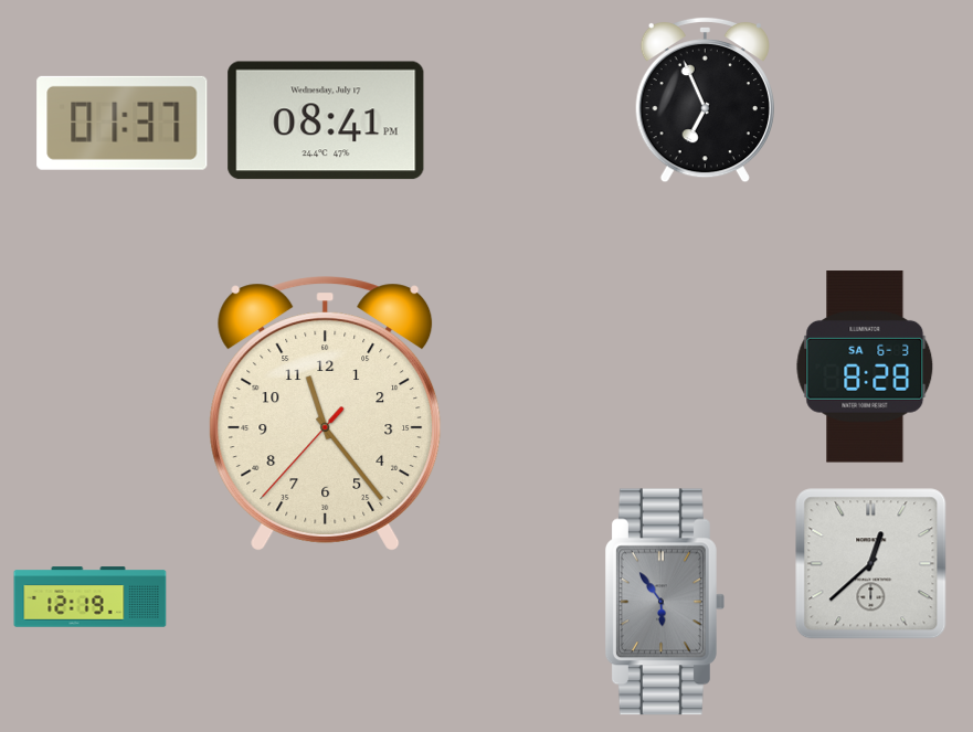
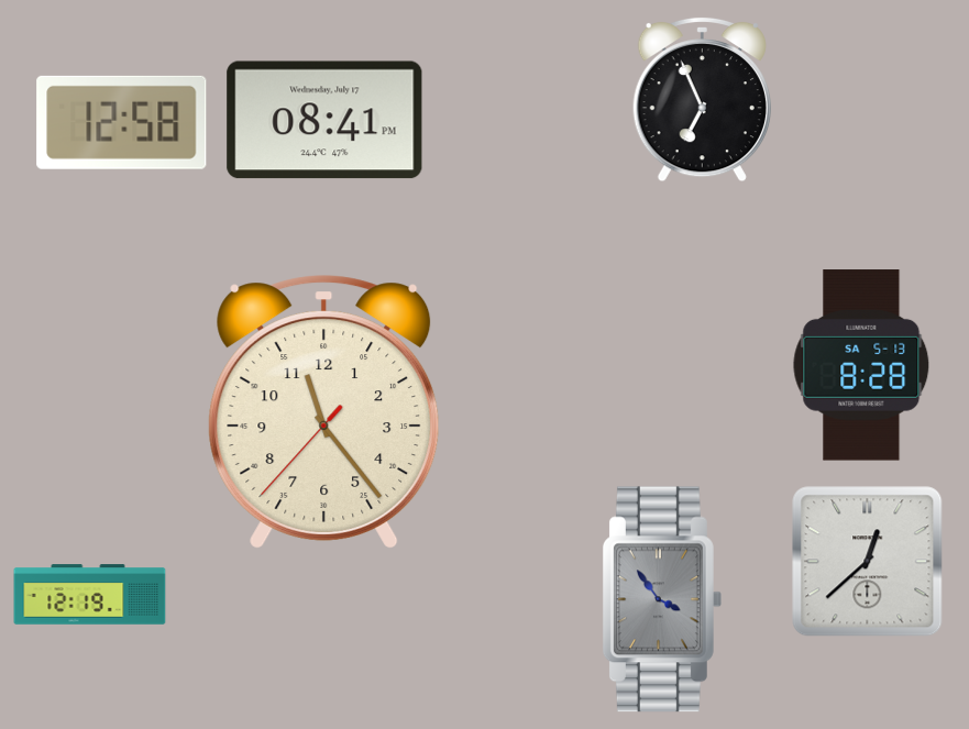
clock at (123, 123): 01:37 -> 12:58
clock at (865, 367) date: SA 6-3 -> SA 5-13
clock at (665, 602): 5:54 -> 3:54
